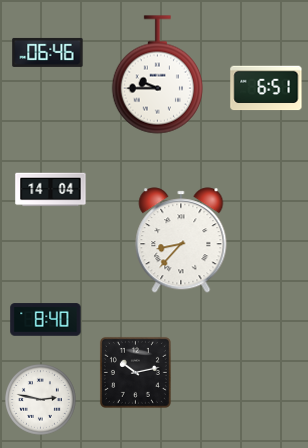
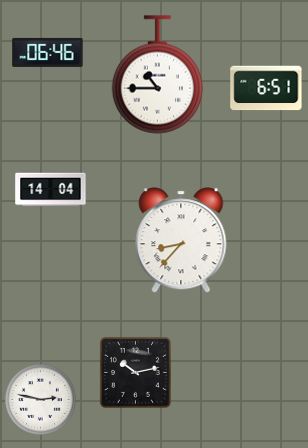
clock at (158, 75): 9:45 -> 10:45
clock at (46, 320): 8:40 -> none
